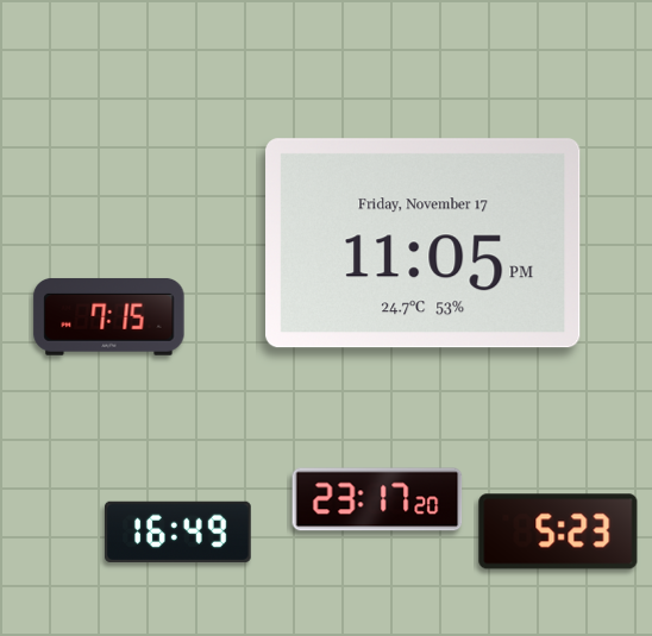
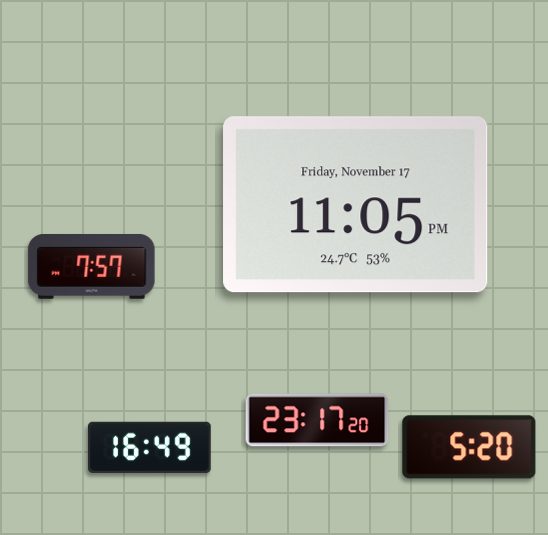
clock at (109, 316): 7:15 -> 7:57
clock at (558, 531): 5:23 -> 5:20
